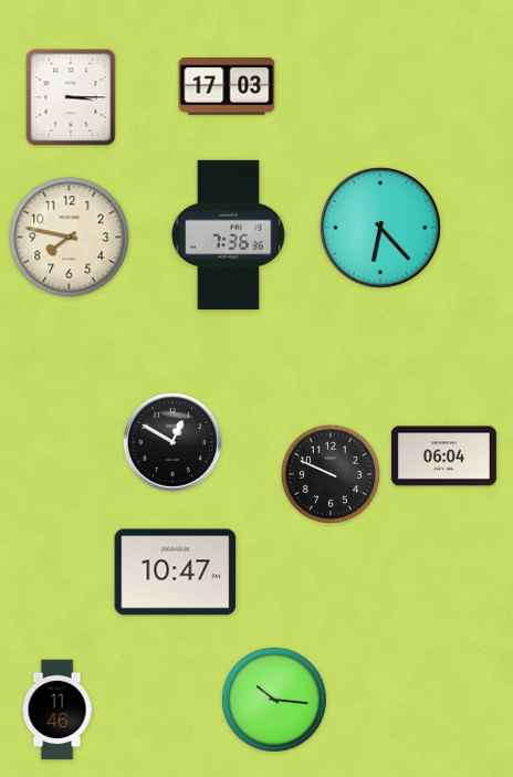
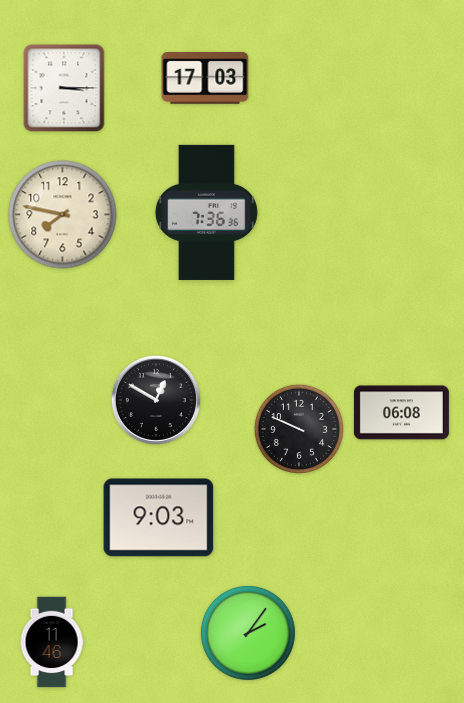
clock at (380, 228): 6:23 -> none
clock at (443, 456): 06:04 -> 06:08
clock at (176, 573): 10:47 -> 9:03
clock at (274, 700): 10:16 -> 2:06
